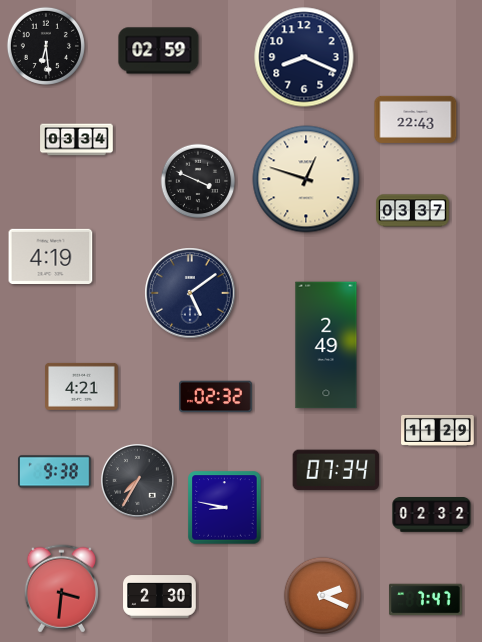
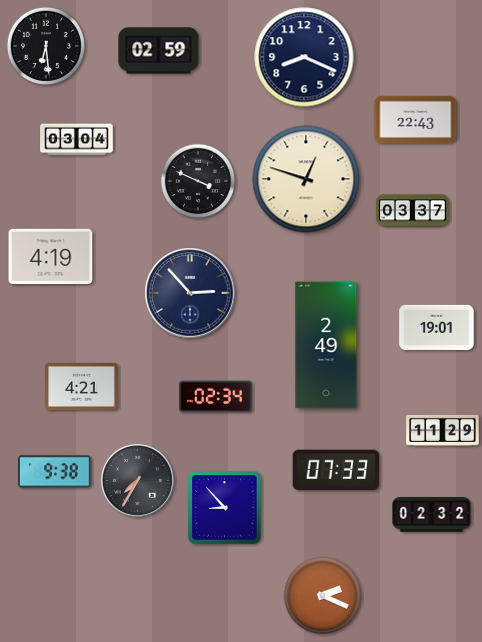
clock at (77, 140): 03:34 -> 03:04
clock at (190, 293): 5:09 -> 2:53
clock at (437, 327): none -> 19:01
clock at (216, 397): 02:32 -> 02:34
clock at (438, 430) position: (438, 430) -> (443, 430)
clock at (336, 470): 07:34 -> 07:33
clock at (225, 508): 8:47 -> 8:53
clock at (61, 589): 3:31 -> none
clock at (160, 597): 2:30 -> none
clock at (426, 600): 7:47 -> none
